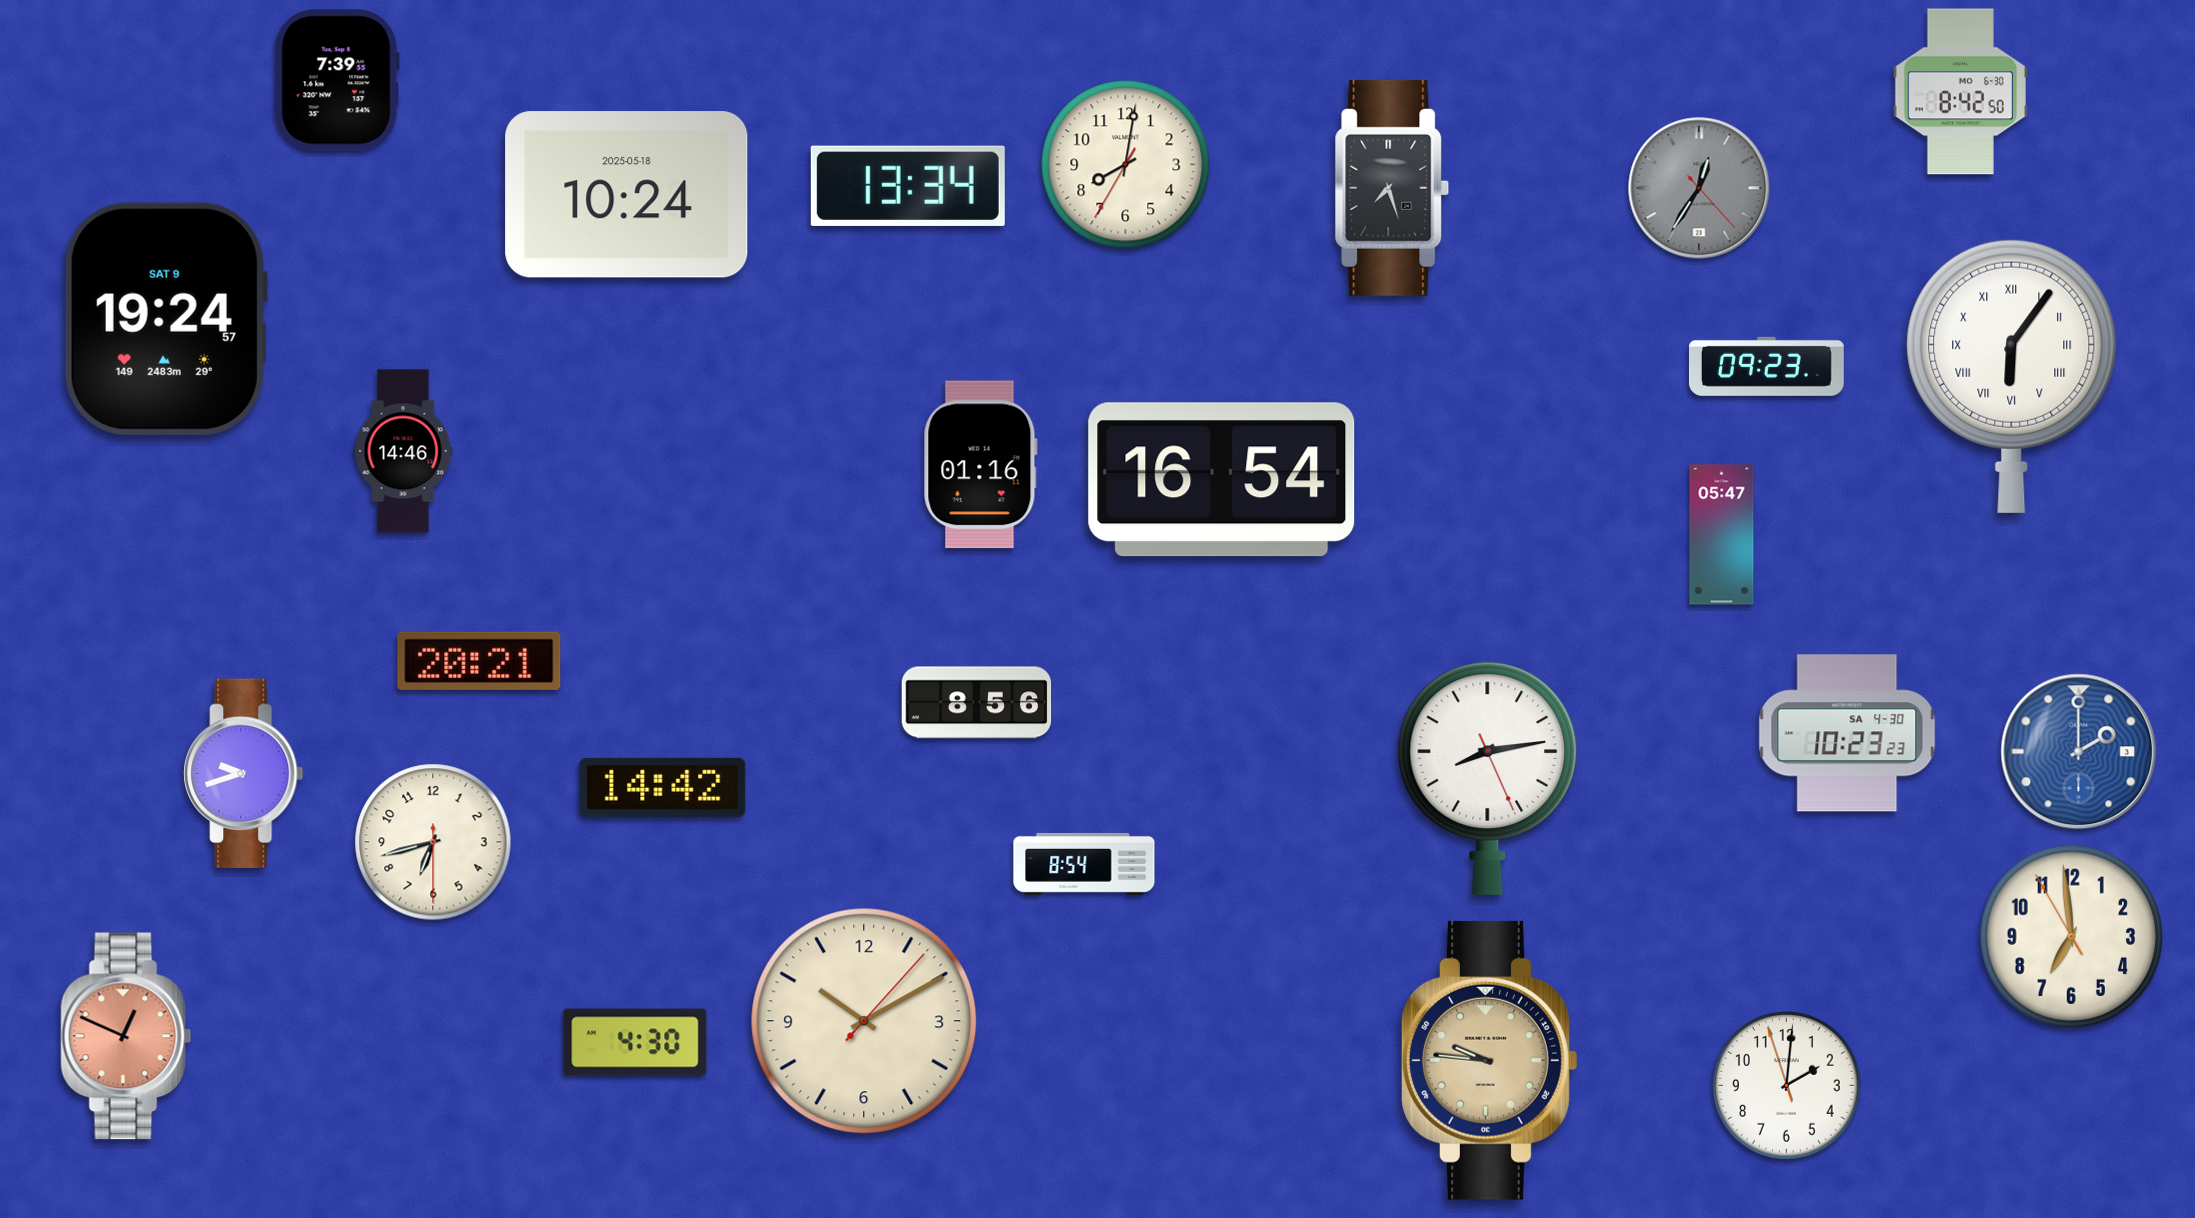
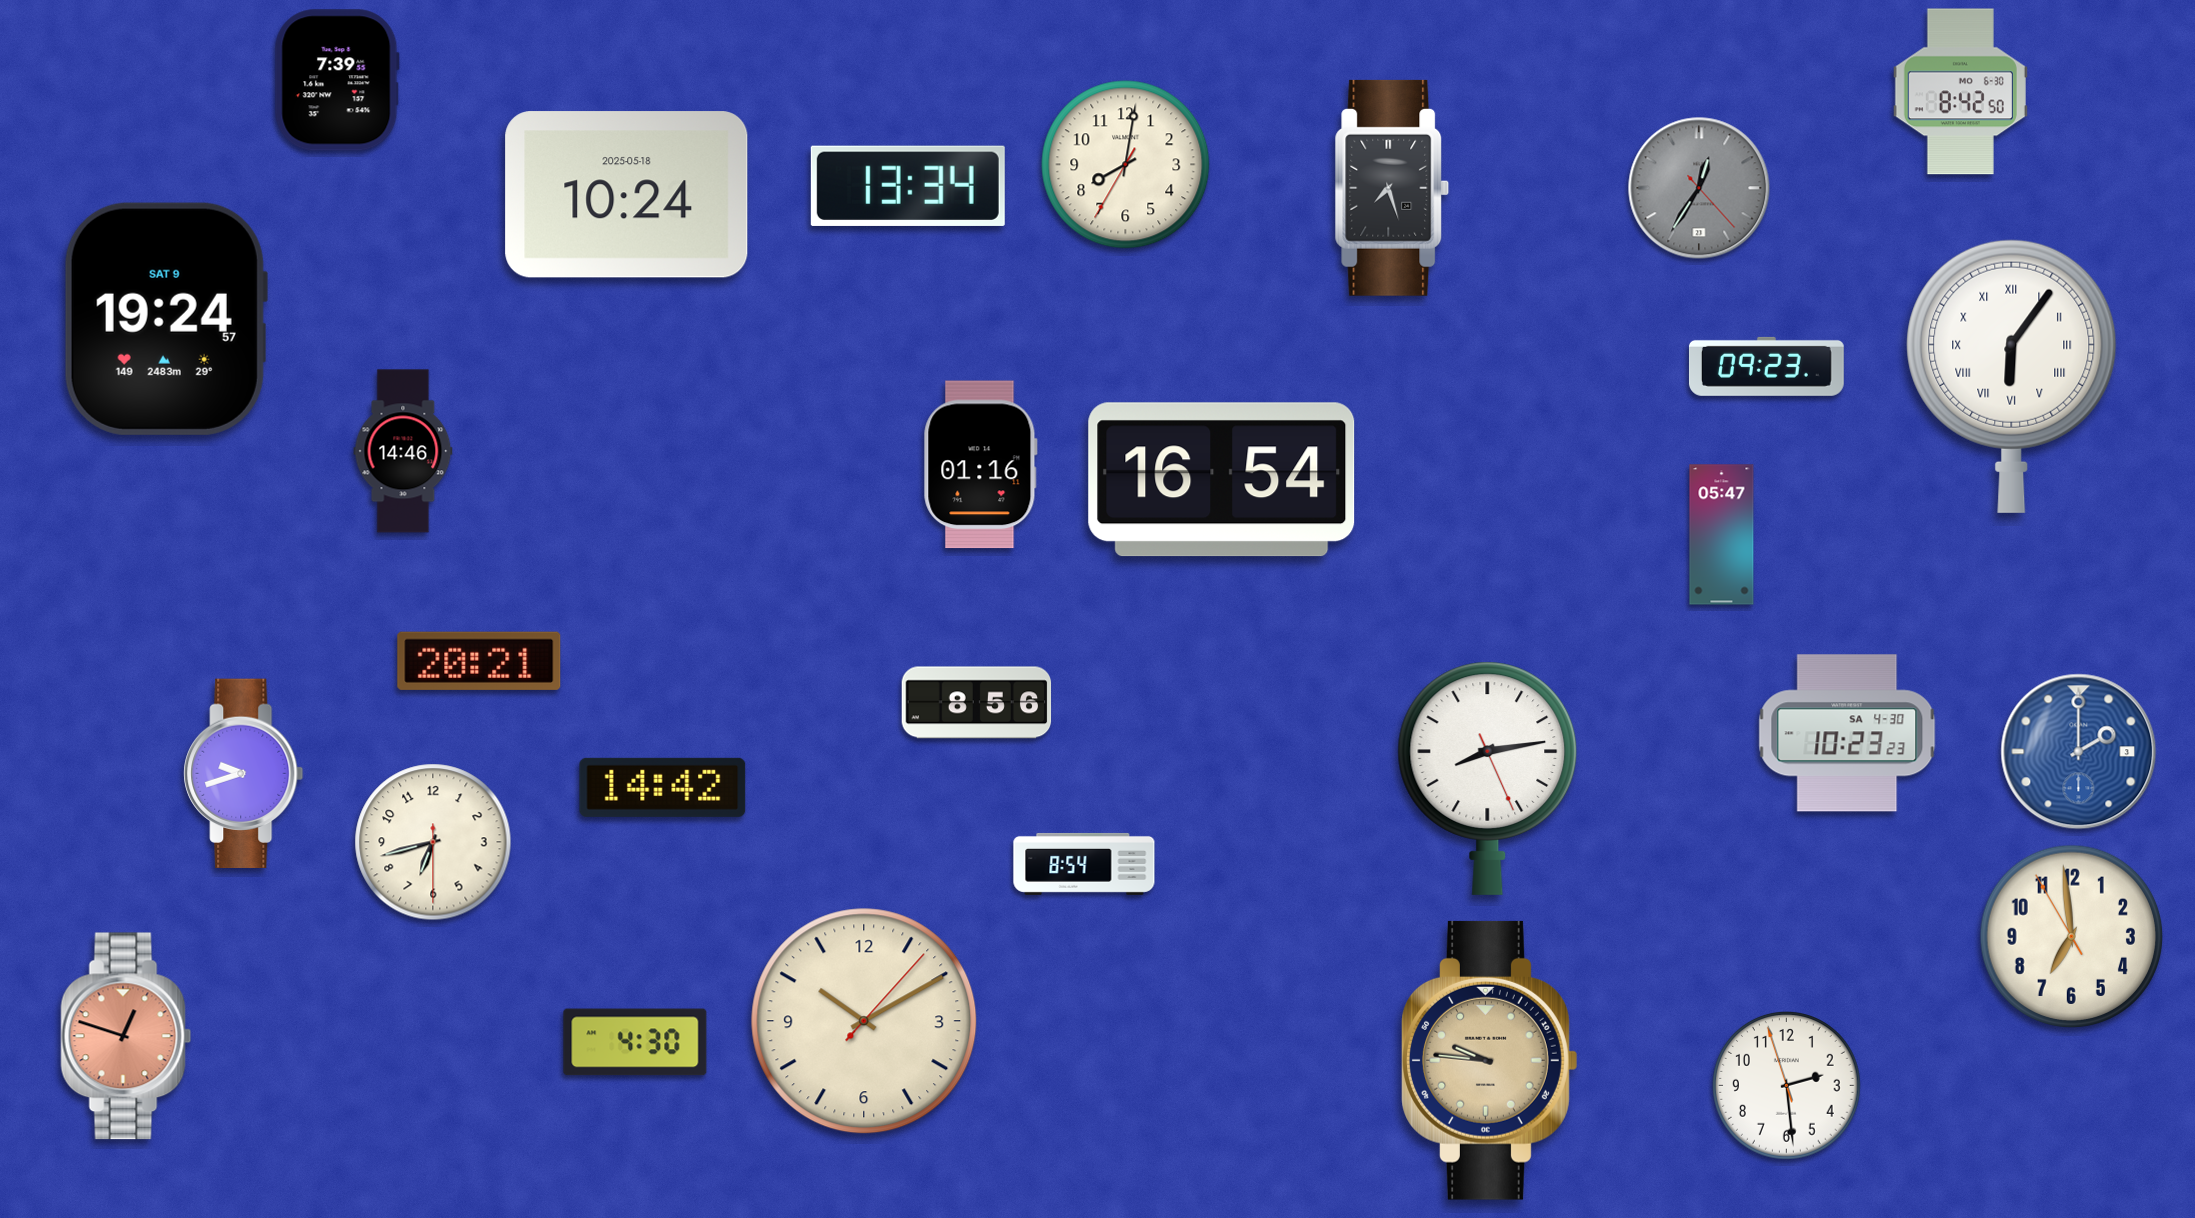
clock at (126, 1036): 12:49 -> 12:48
clock at (1787, 1086): 2:00 -> 2:28
